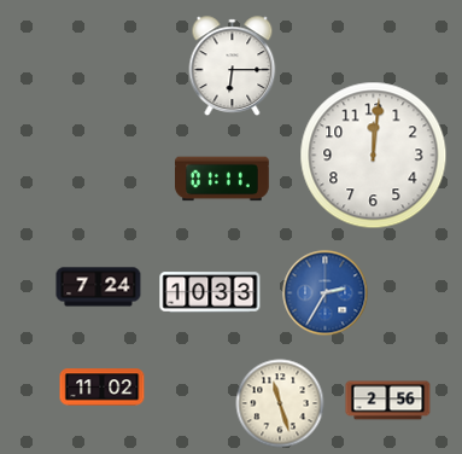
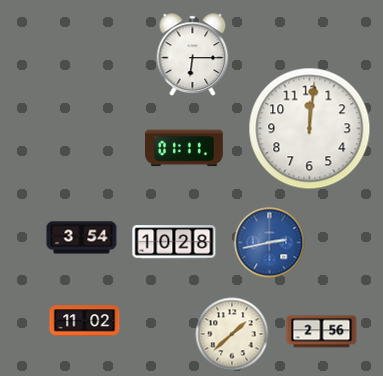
clock at (99, 287): 7:24 -> 3:54
clock at (210, 292): 10:33 -> 10:28
clock at (326, 293): 2:35 -> 2:43
clock at (280, 403): 11:27 -> 1:38
